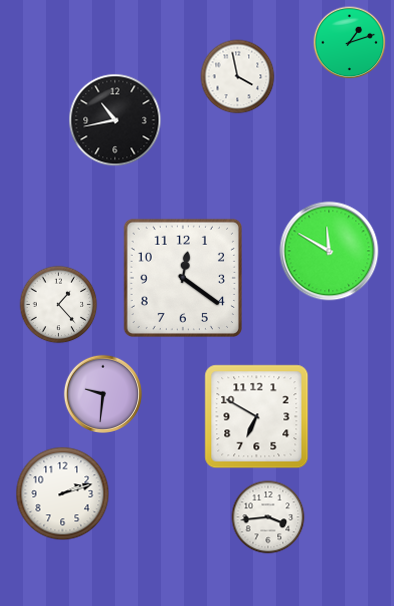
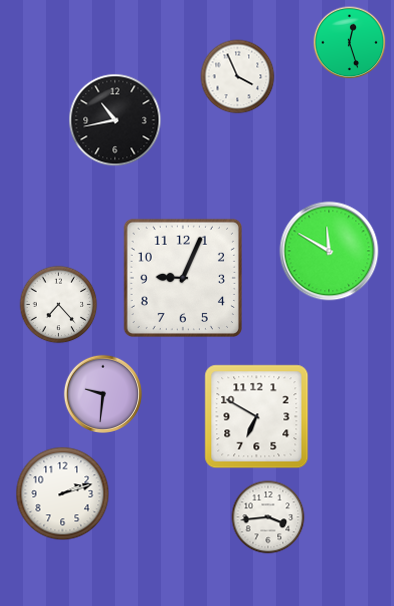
clock at (350, 43): 1:12 -> 12:27
clock at (238, 77): 3:58 -> 3:56
clock at (182, 277): 12:21 -> 9:04
clock at (59, 305): 1:23 -> 7:23
